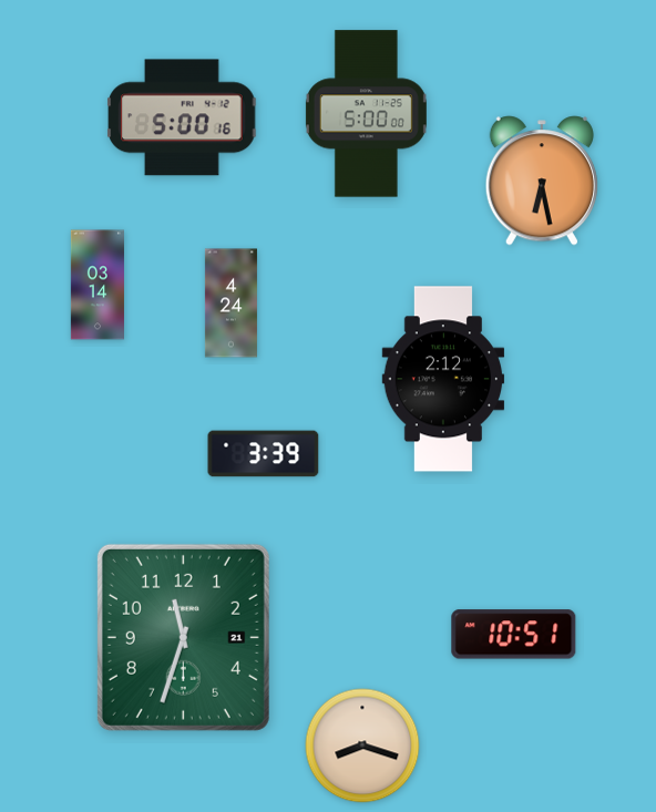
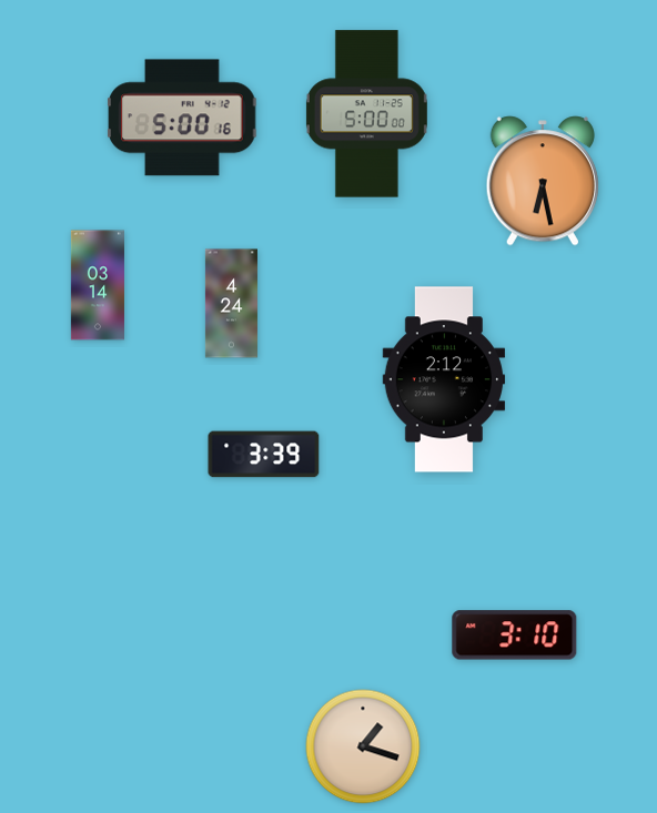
clock at (514, 635): 10:51 -> 3:10
clock at (183, 637): 11:33 -> none
clock at (362, 746): 8:18 -> 1:18
